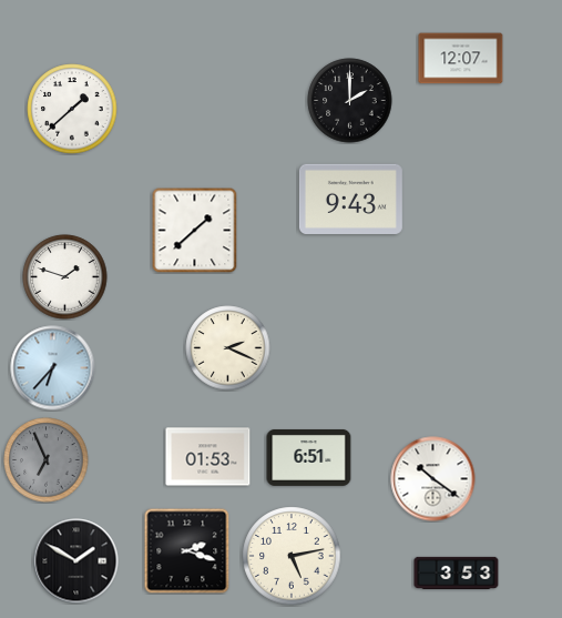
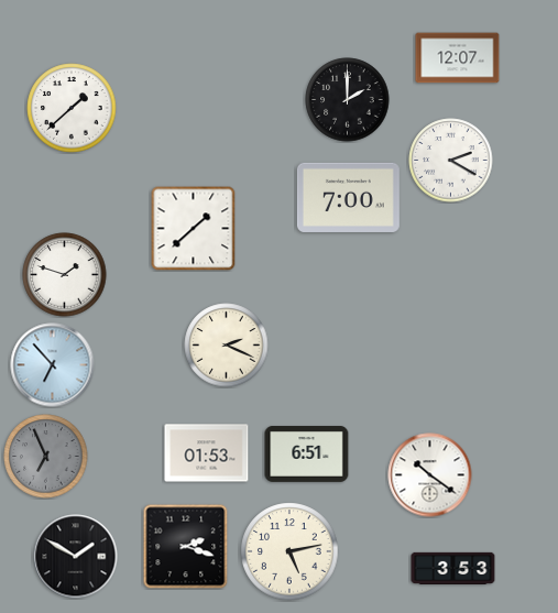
clock at (451, 161): none -> 2:20
clock at (350, 199): 9:43 -> 7:00
clock at (53, 368): 6:37 -> 6:53
